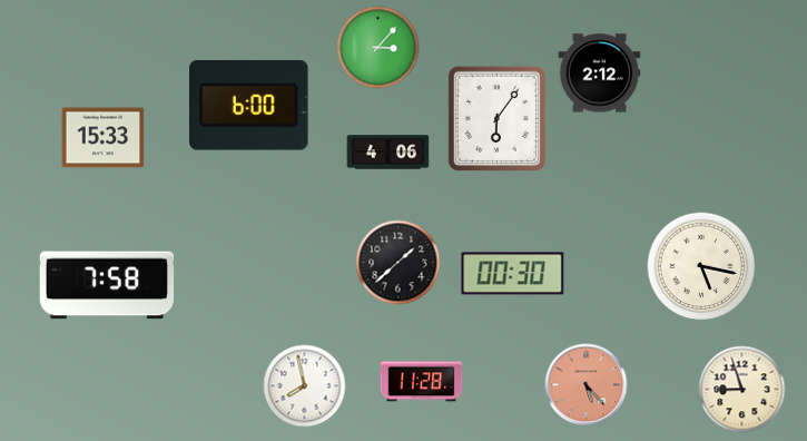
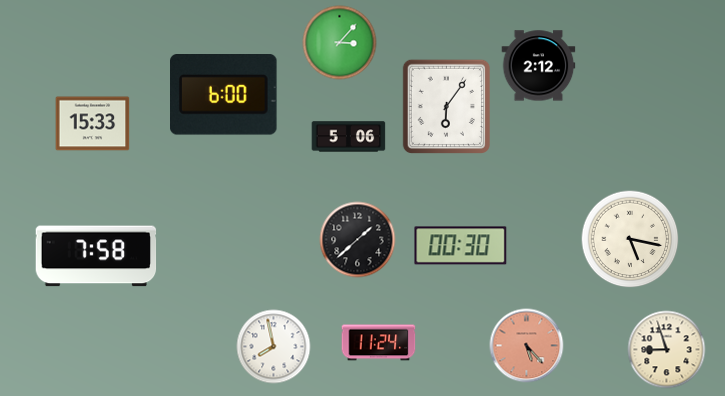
clock at (388, 153): 4:06 -> 5:06
clock at (398, 263) position: (398, 263) -> (358, 240)
clock at (422, 382): 11:28 -> 11:24
